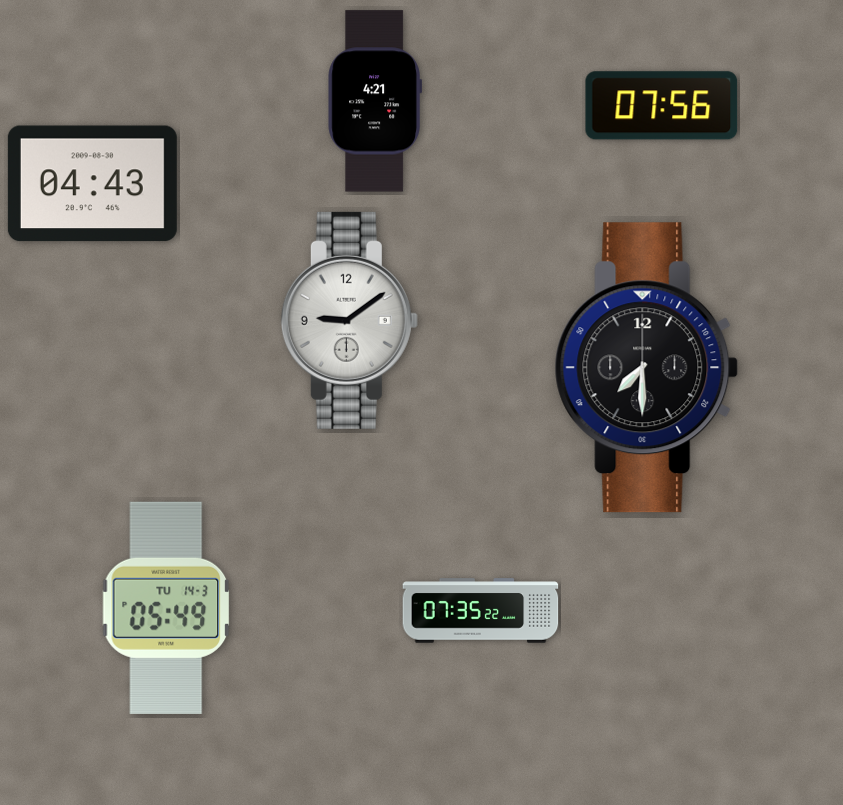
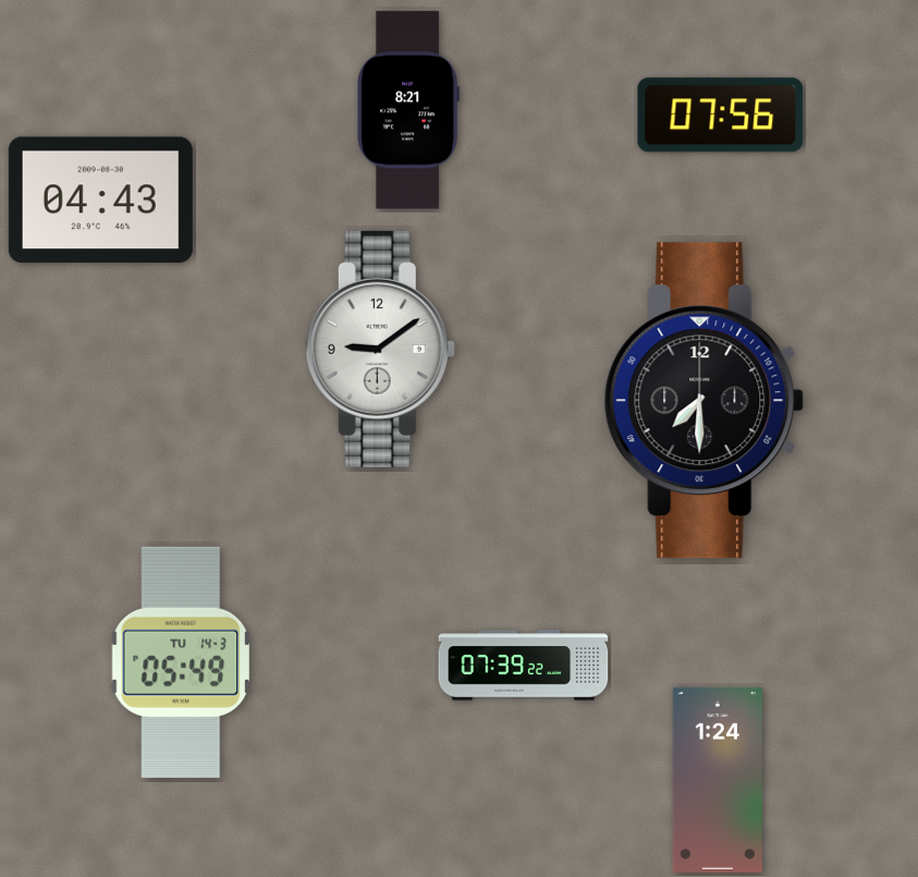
clock at (374, 101): 4:21 -> 8:21
clock at (481, 611): 07:35 -> 07:39
clock at (718, 780): none -> 1:24
